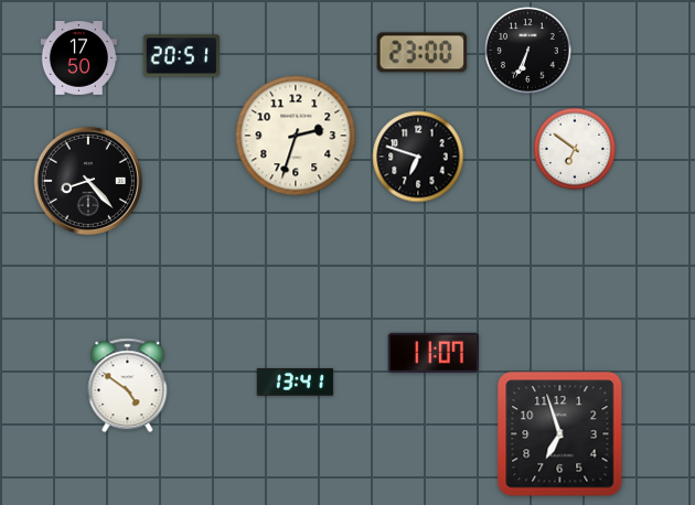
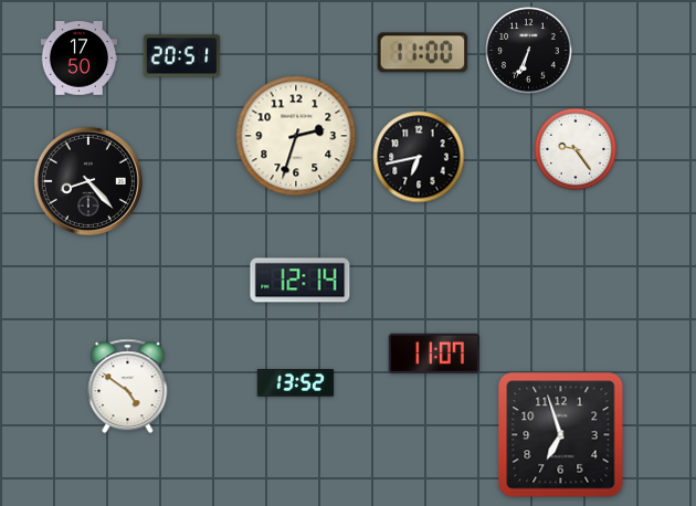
clock at (423, 53): 23:00 -> 11:00
clock at (574, 148): 6:51 -> 9:24
clock at (418, 157): 6:48 -> 6:43
clock at (300, 281): none -> 12:14
clock at (296, 383): 13:41 -> 13:52
